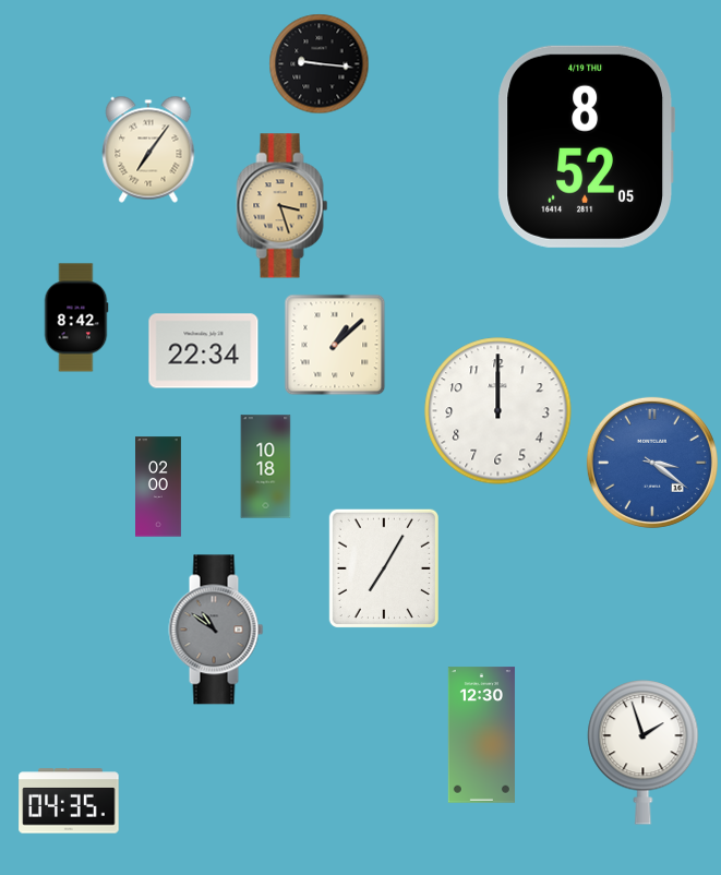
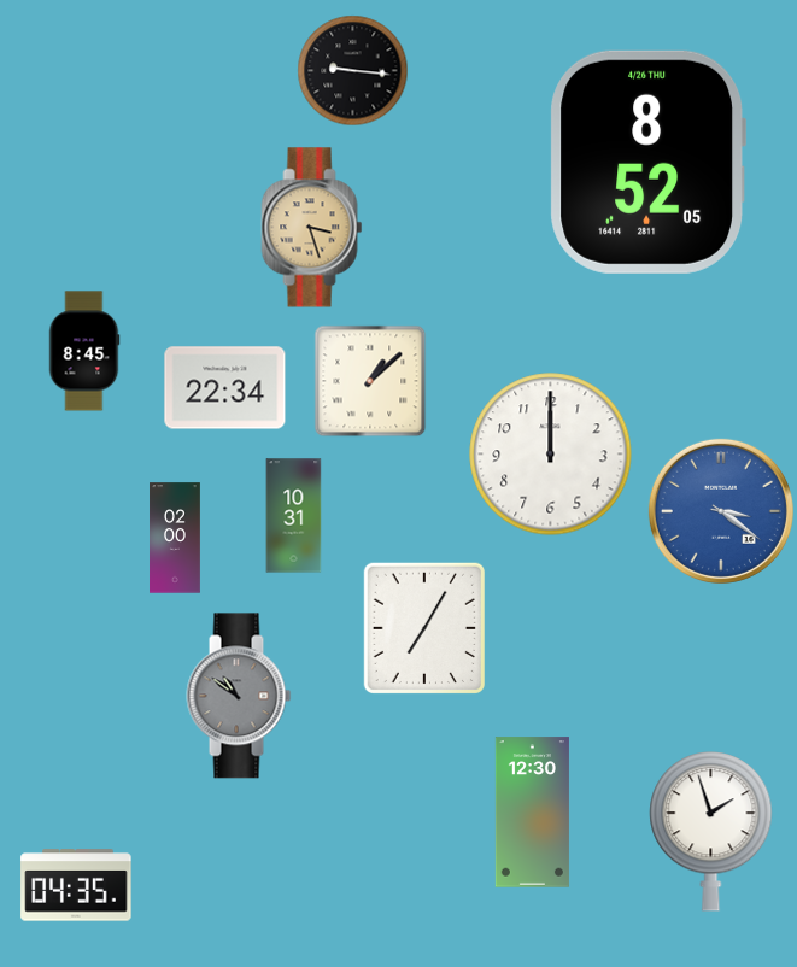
clock at (586, 146) date: 4/19 THU -> 4/26 THU
clock at (148, 149): 7:06 -> none
clock at (76, 317): 8:42 -> 8:45
clock at (266, 467): 10:18 -> 10:31
